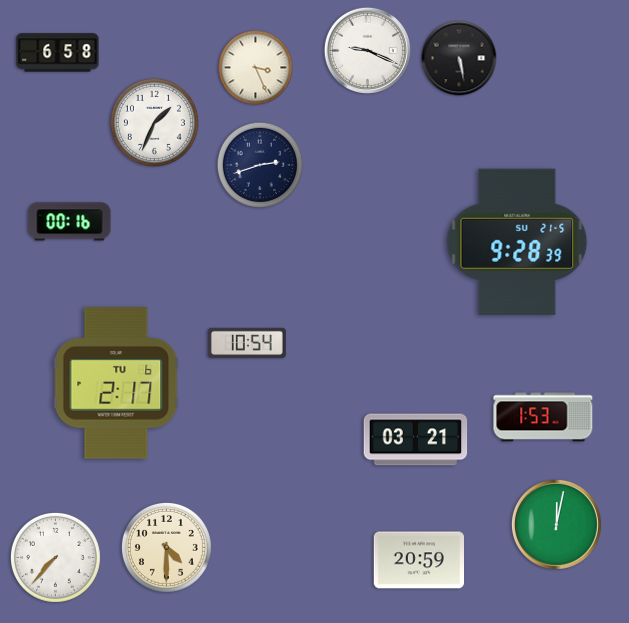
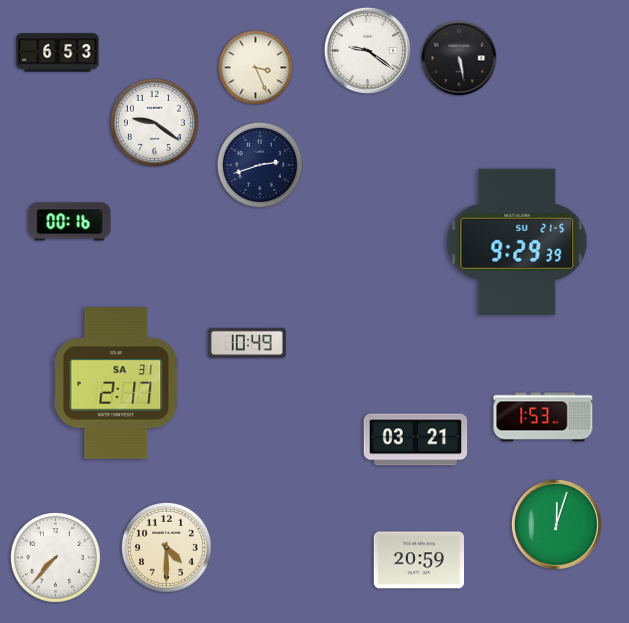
clock at (367, 50): 9:19 -> 9:21
clock at (58, 53): 6:58 -> 6:53
clock at (154, 122): 1:34 -> 9:21
clock at (517, 242): 9:28 -> 9:29
clock at (247, 343): 10:54 -> 10:49
clock at (116, 383) date: TU 6 -> SA 31
clock at (556, 524): 12:02 -> 12:03
